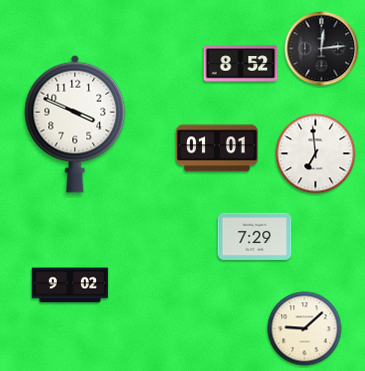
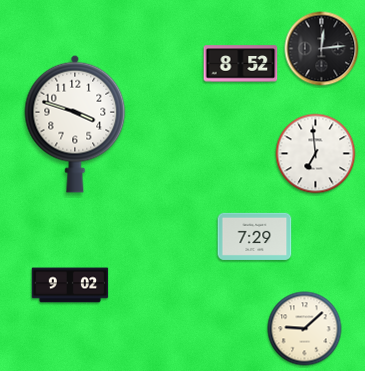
clock at (75, 124): 3:49 -> 3:48
clock at (218, 148): 01:01 -> none
